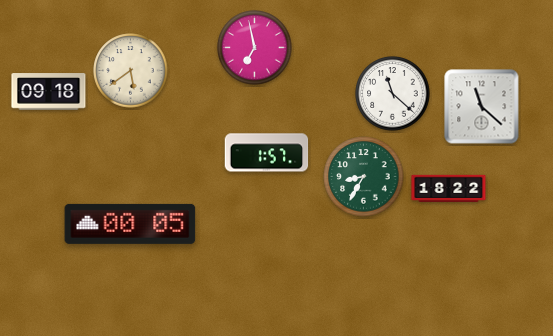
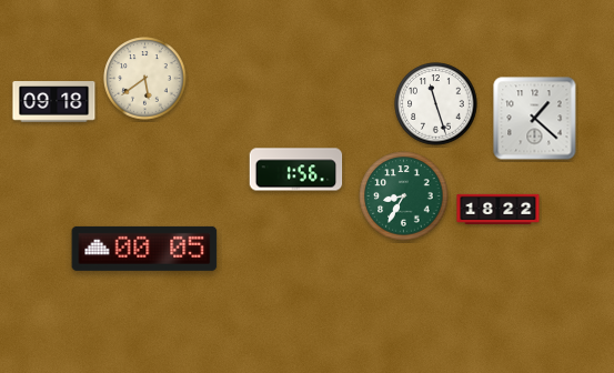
clock at (255, 48): 6:58 -> none
clock at (393, 94): 11:22 -> 11:27
clock at (482, 107): 11:22 -> 1:22
clock at (267, 153): 1:57 -> 1:56
